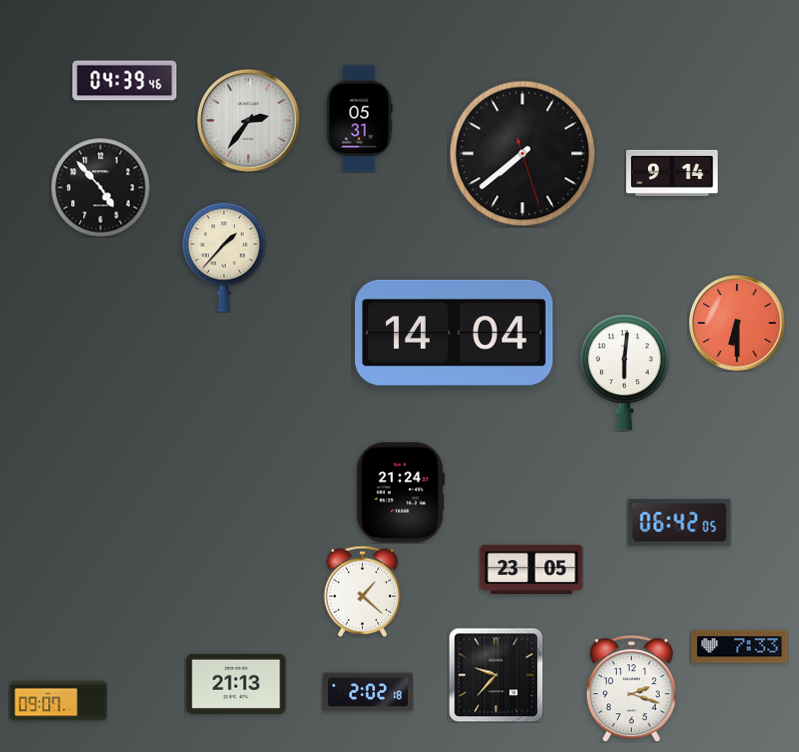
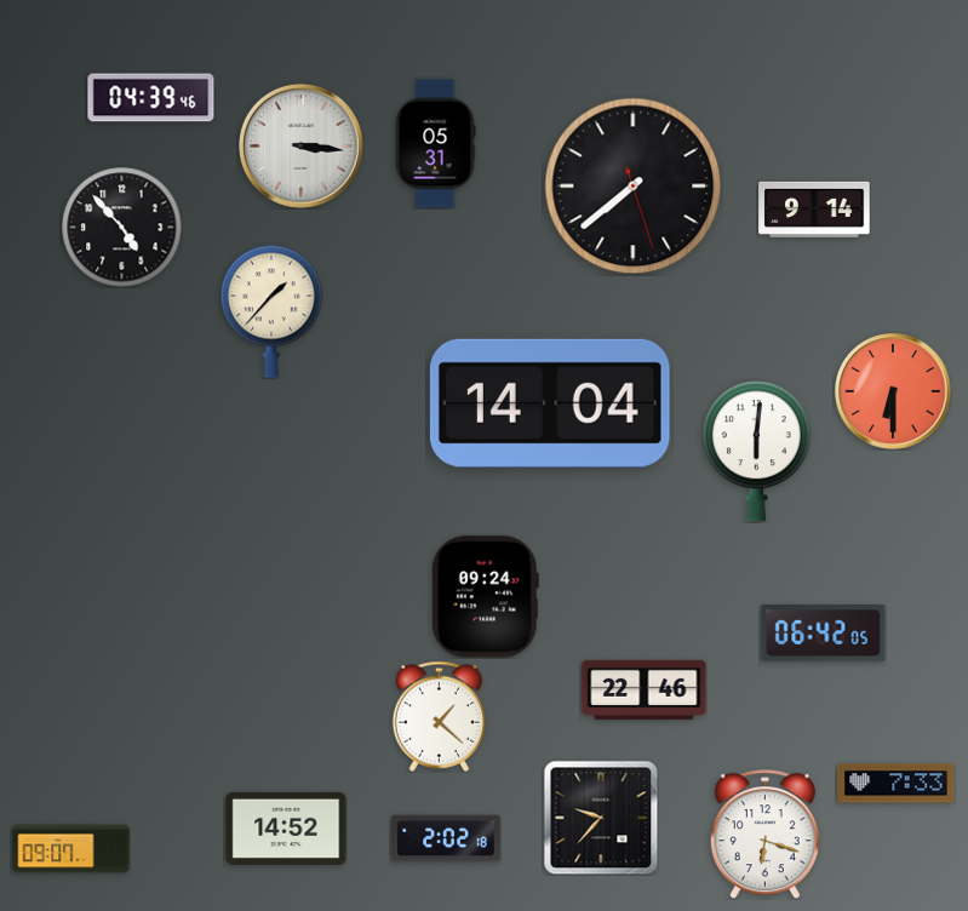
clock at (248, 120): 2:36 -> 3:16
clock at (400, 493): 21:24 -> 09:24
clock at (532, 570): 23:05 -> 22:46
clock at (236, 684): 21:13 -> 14:52
clock at (631, 689): 2:18 -> 6:18
